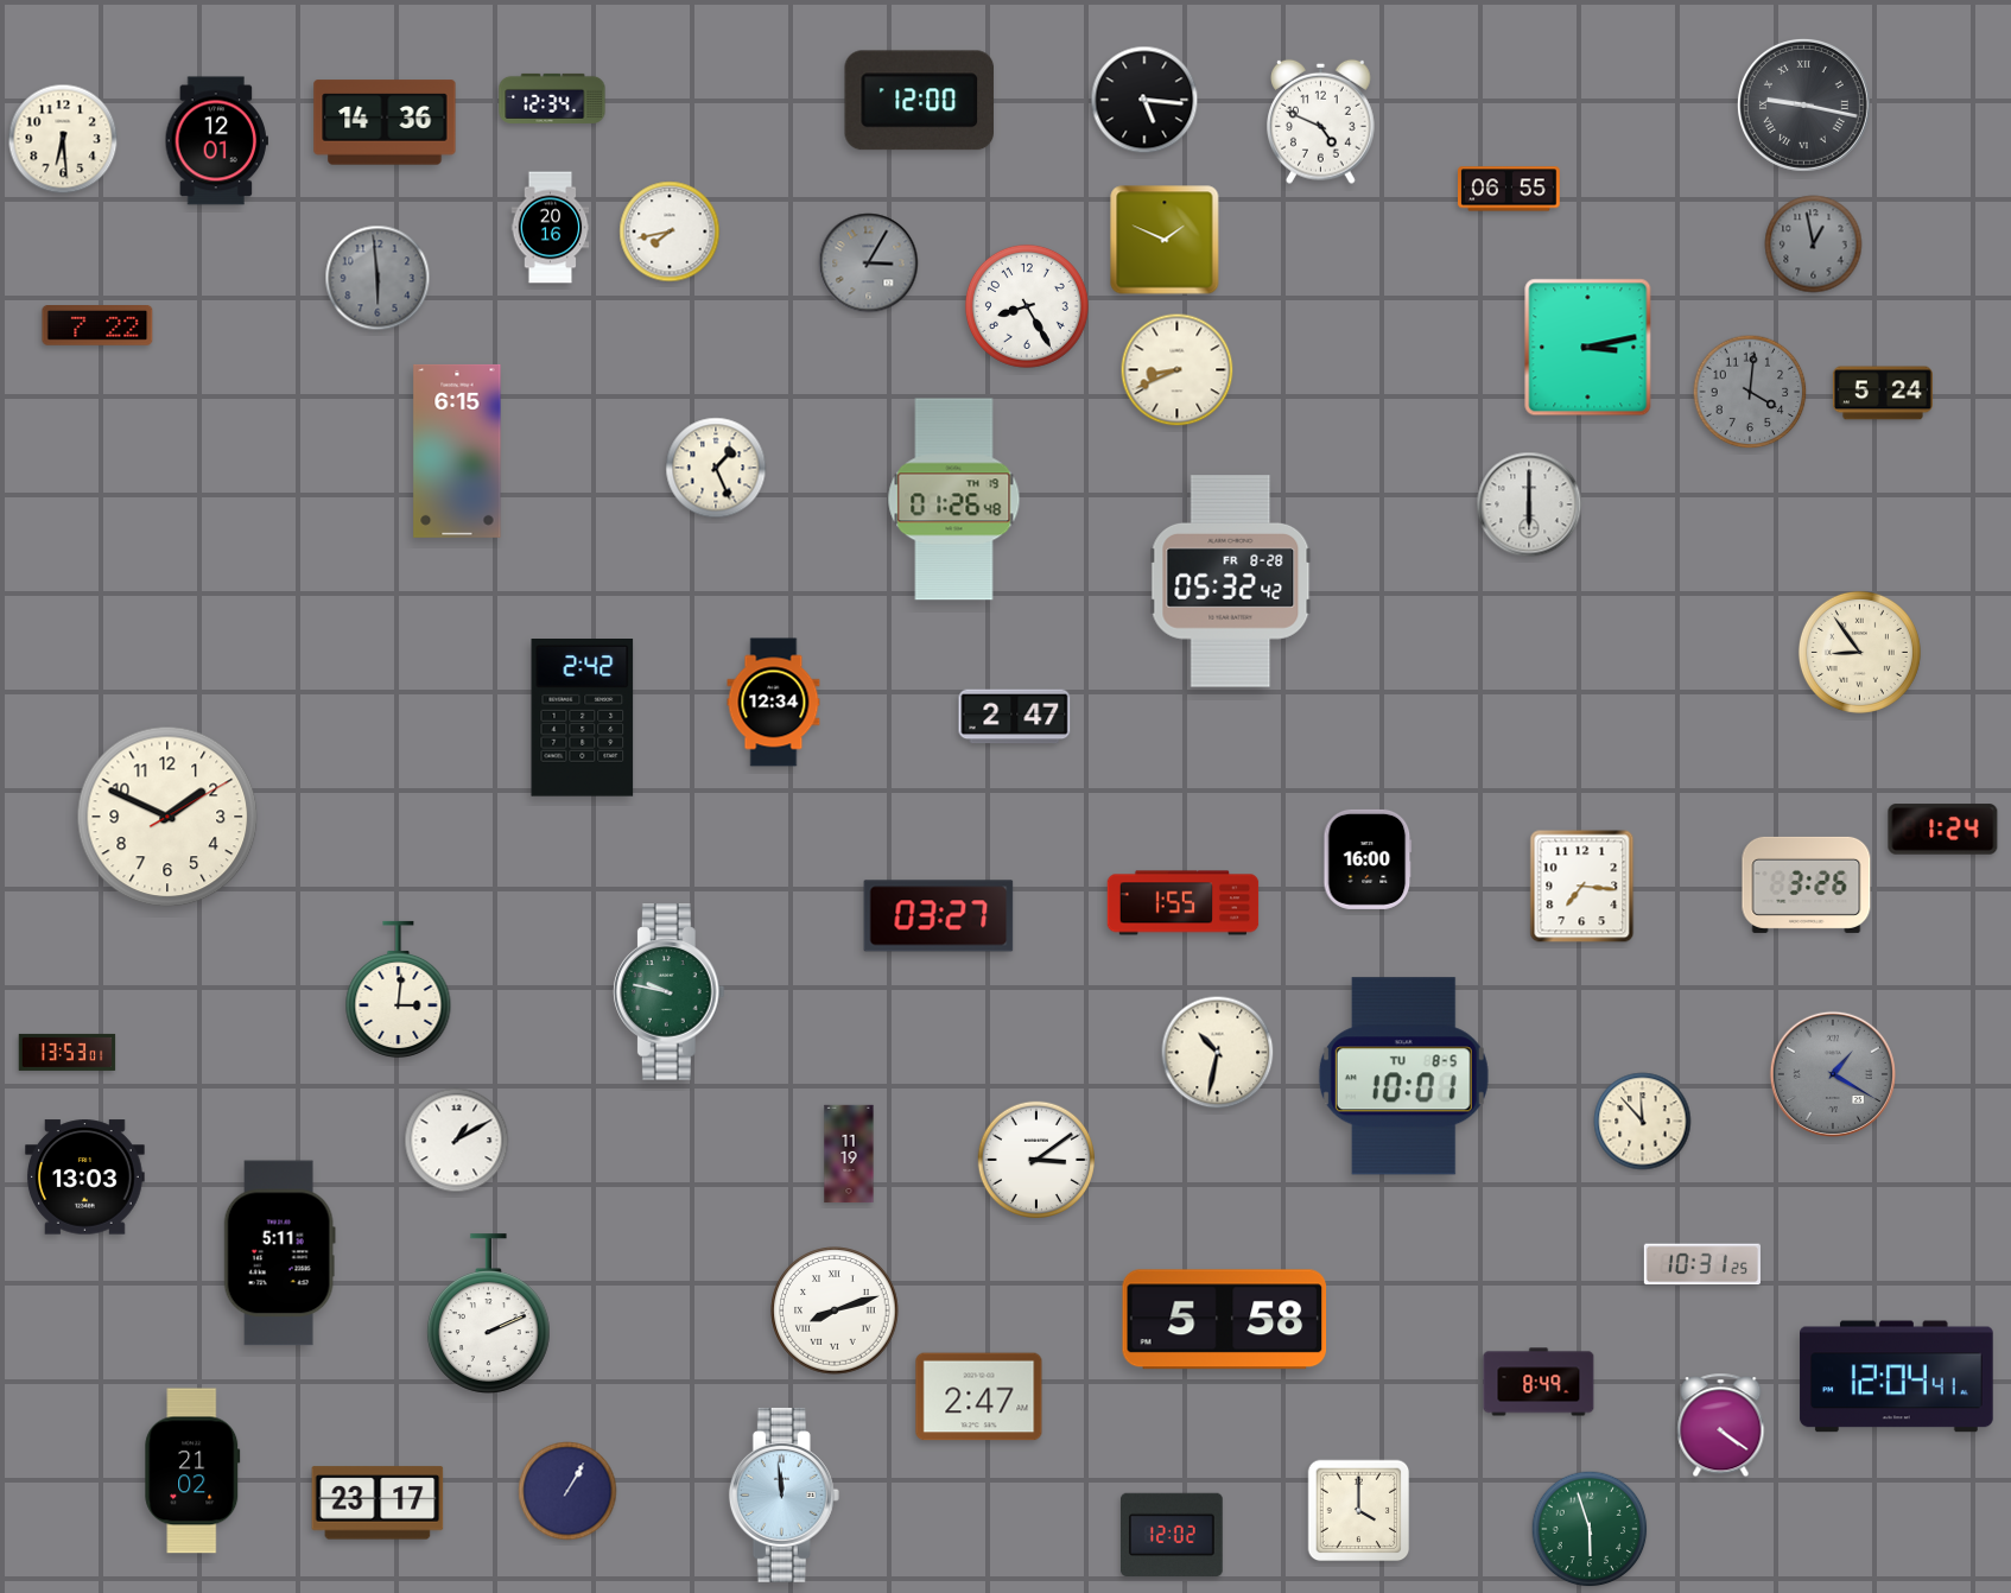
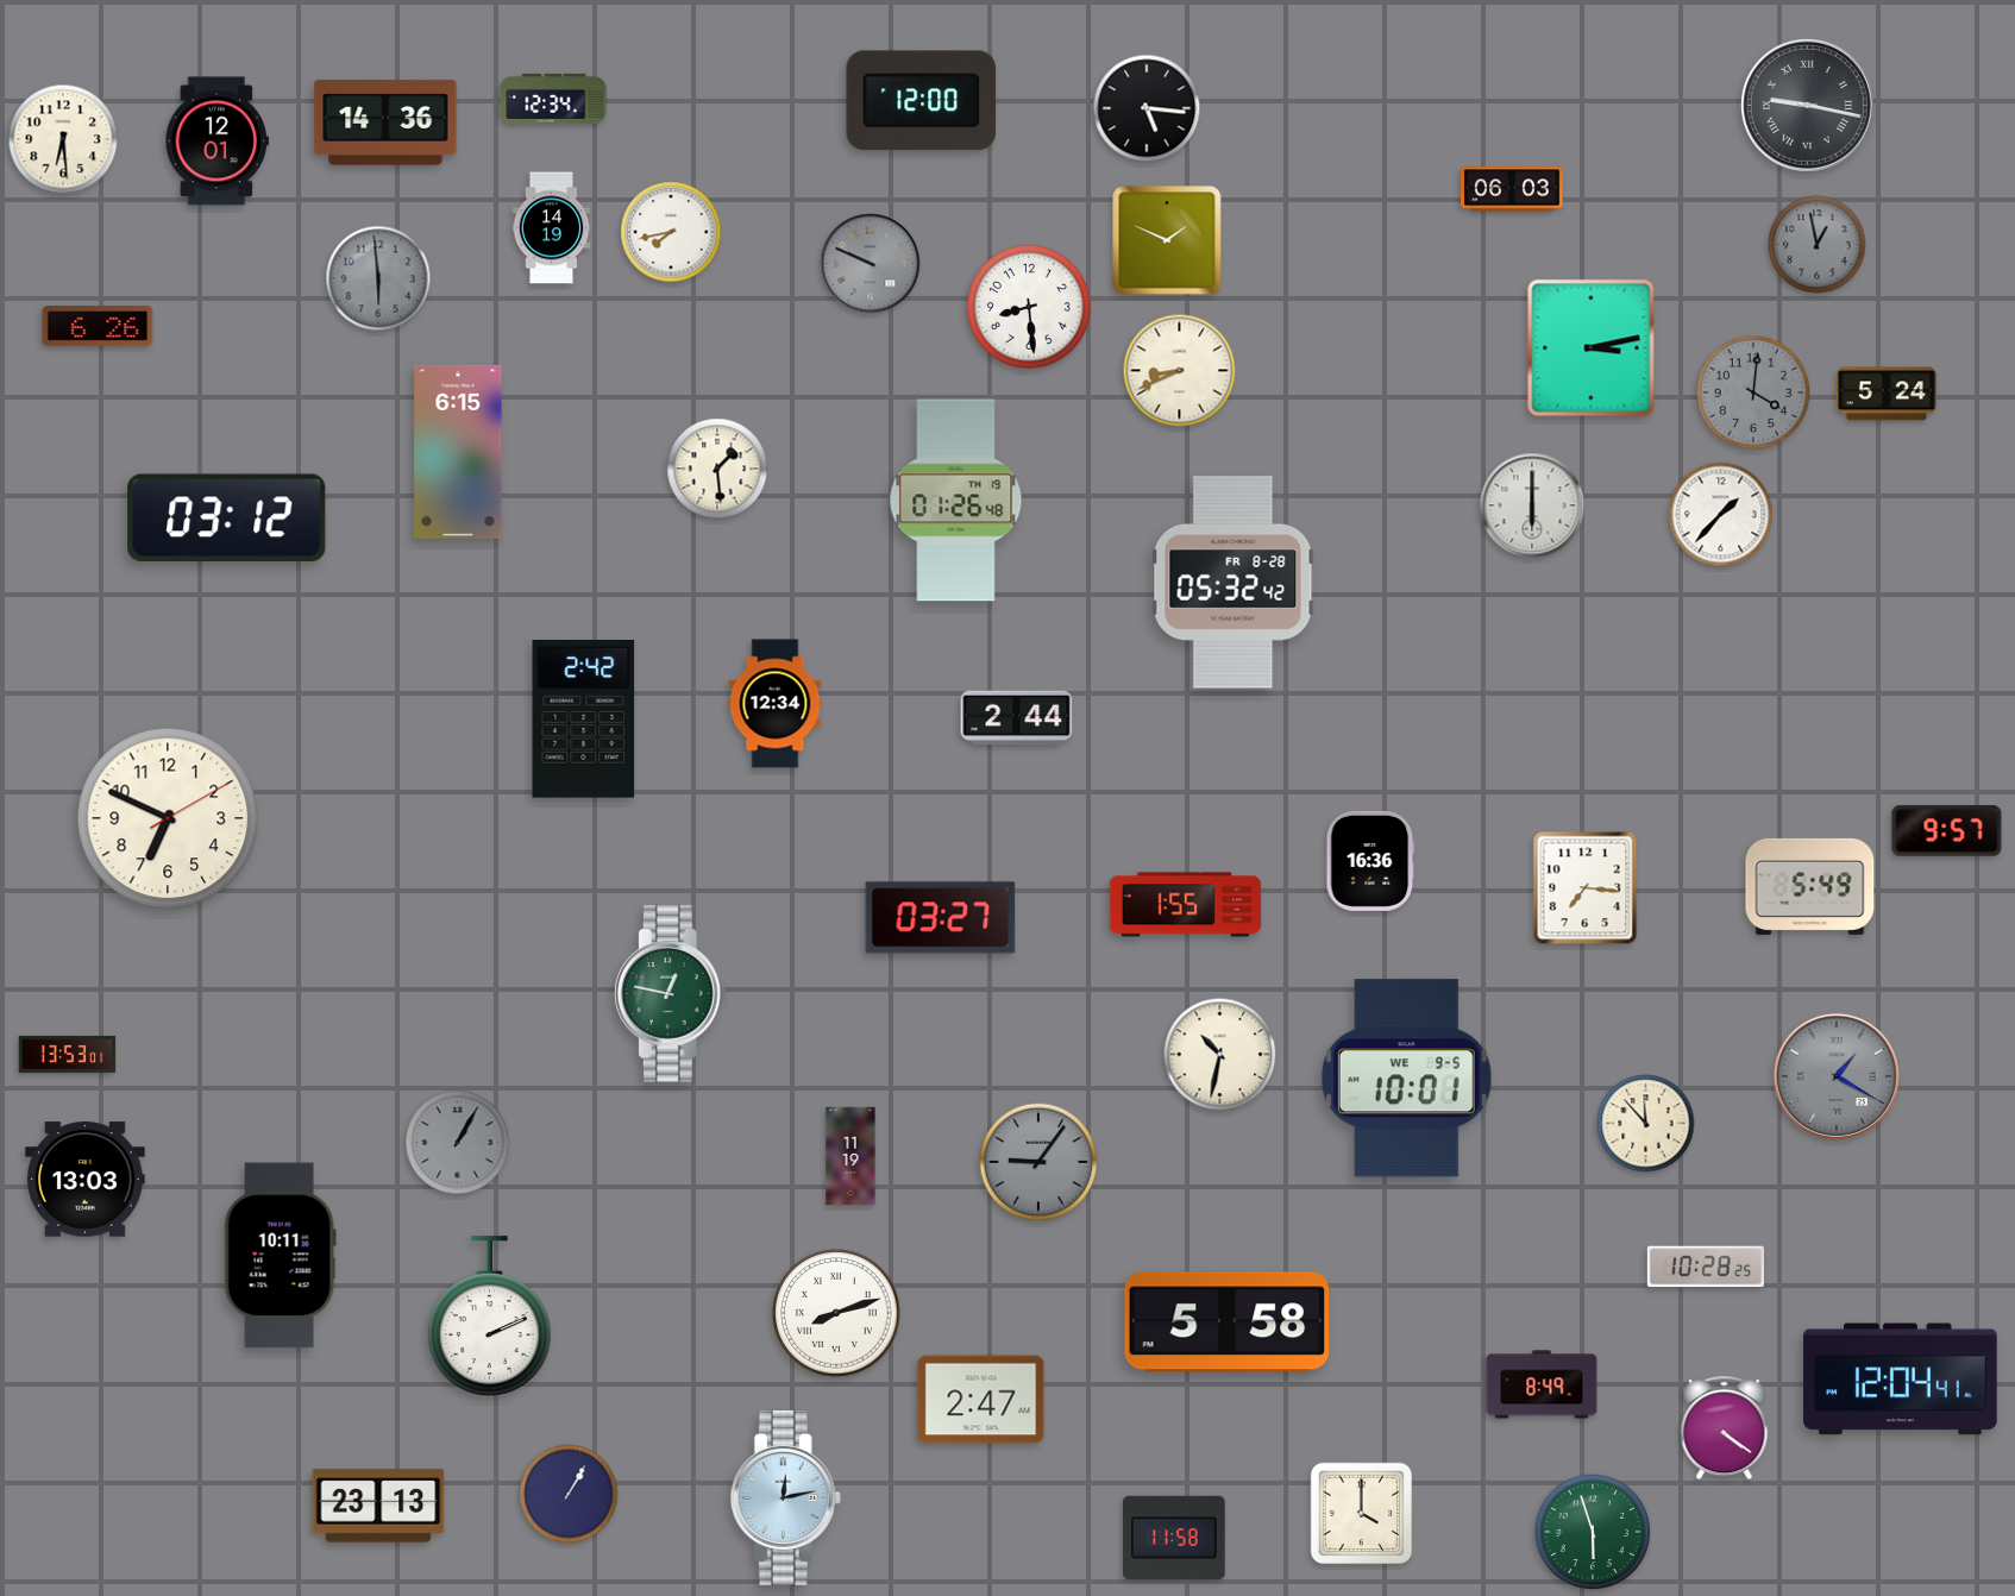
clock at (1144, 100) position: (1144, 100) -> (1147, 108)
clock at (1321, 121): 4:49 -> none
clock at (1510, 189): 06:55 -> 06:03
clock at (551, 228): 20:16 -> 14:19
clock at (869, 264): 3:05 -> 9:49
clock at (1027, 306): 8:25 -> 8:29
clock at (97, 326): 7:22 -> 6:26
clock at (716, 468): 1:26 -> 1:29
clock at (1721, 515): none -> 1:37
clock at (227, 517): none -> 03:12
clock at (1859, 652): 8:54 -> none
clock at (1015, 717): 2:47 -> 2:44
clock at (167, 817): 1:49 -> 6:49
clock at (1943, 830): 1:24 -> 9:57
clock at (1368, 859): 16:00 -> 16:36
clock at (1807, 884): 3:26 -> 5:49
clock at (399, 989): 3:01 -> none
clock at (668, 992): 9:47 -> 12:47
clock at (1403, 1077) date: TU 8-5 -> WE 9-5
clock at (457, 1141): 1:10 -> 1:05
clock at (457, 1141) dial: white -> grey
clock at (1035, 1159): 3:09 -> 9:06
clock at (1035, 1159) dial: white -> grey
clock at (279, 1254): 5:11 -> 10:11
clock at (1702, 1264): 10:31 -> 10:28
clock at (192, 1471): 21:02 -> none
clock at (784, 1494): 11:59 -> 12:13
clock at (378, 1503): 23:17 -> 23:13
clock at (1173, 1534): 12:02 -> 11:58
